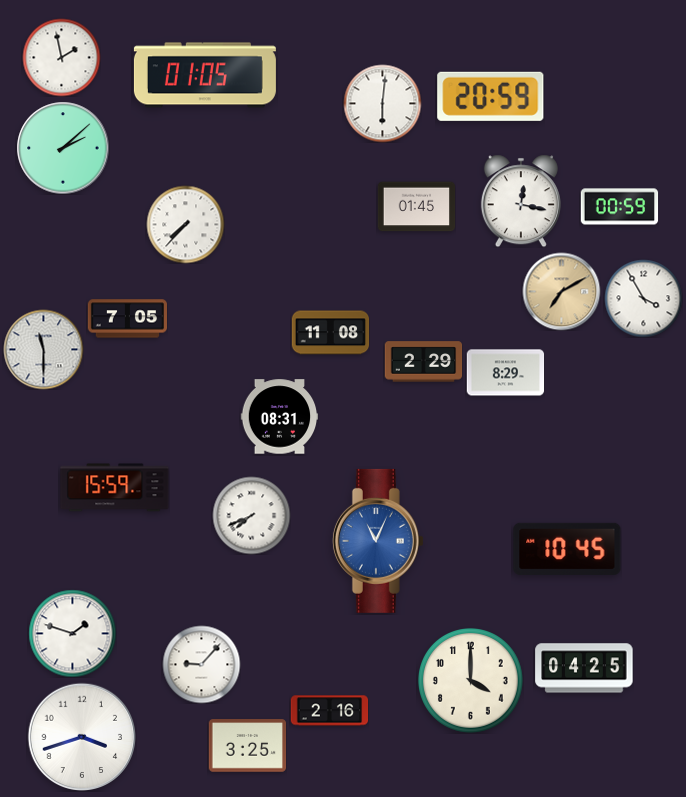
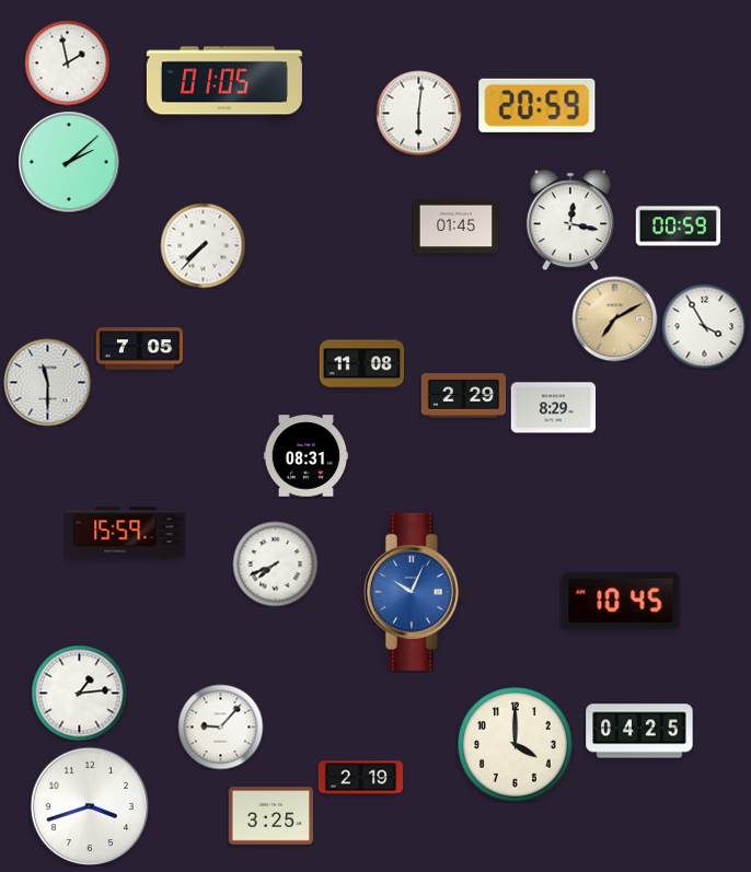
clock at (378, 541): 11:04 -> 10:04
clock at (72, 633): 1:48 -> 1:14
clock at (329, 711): 2:16 -> 2:19
